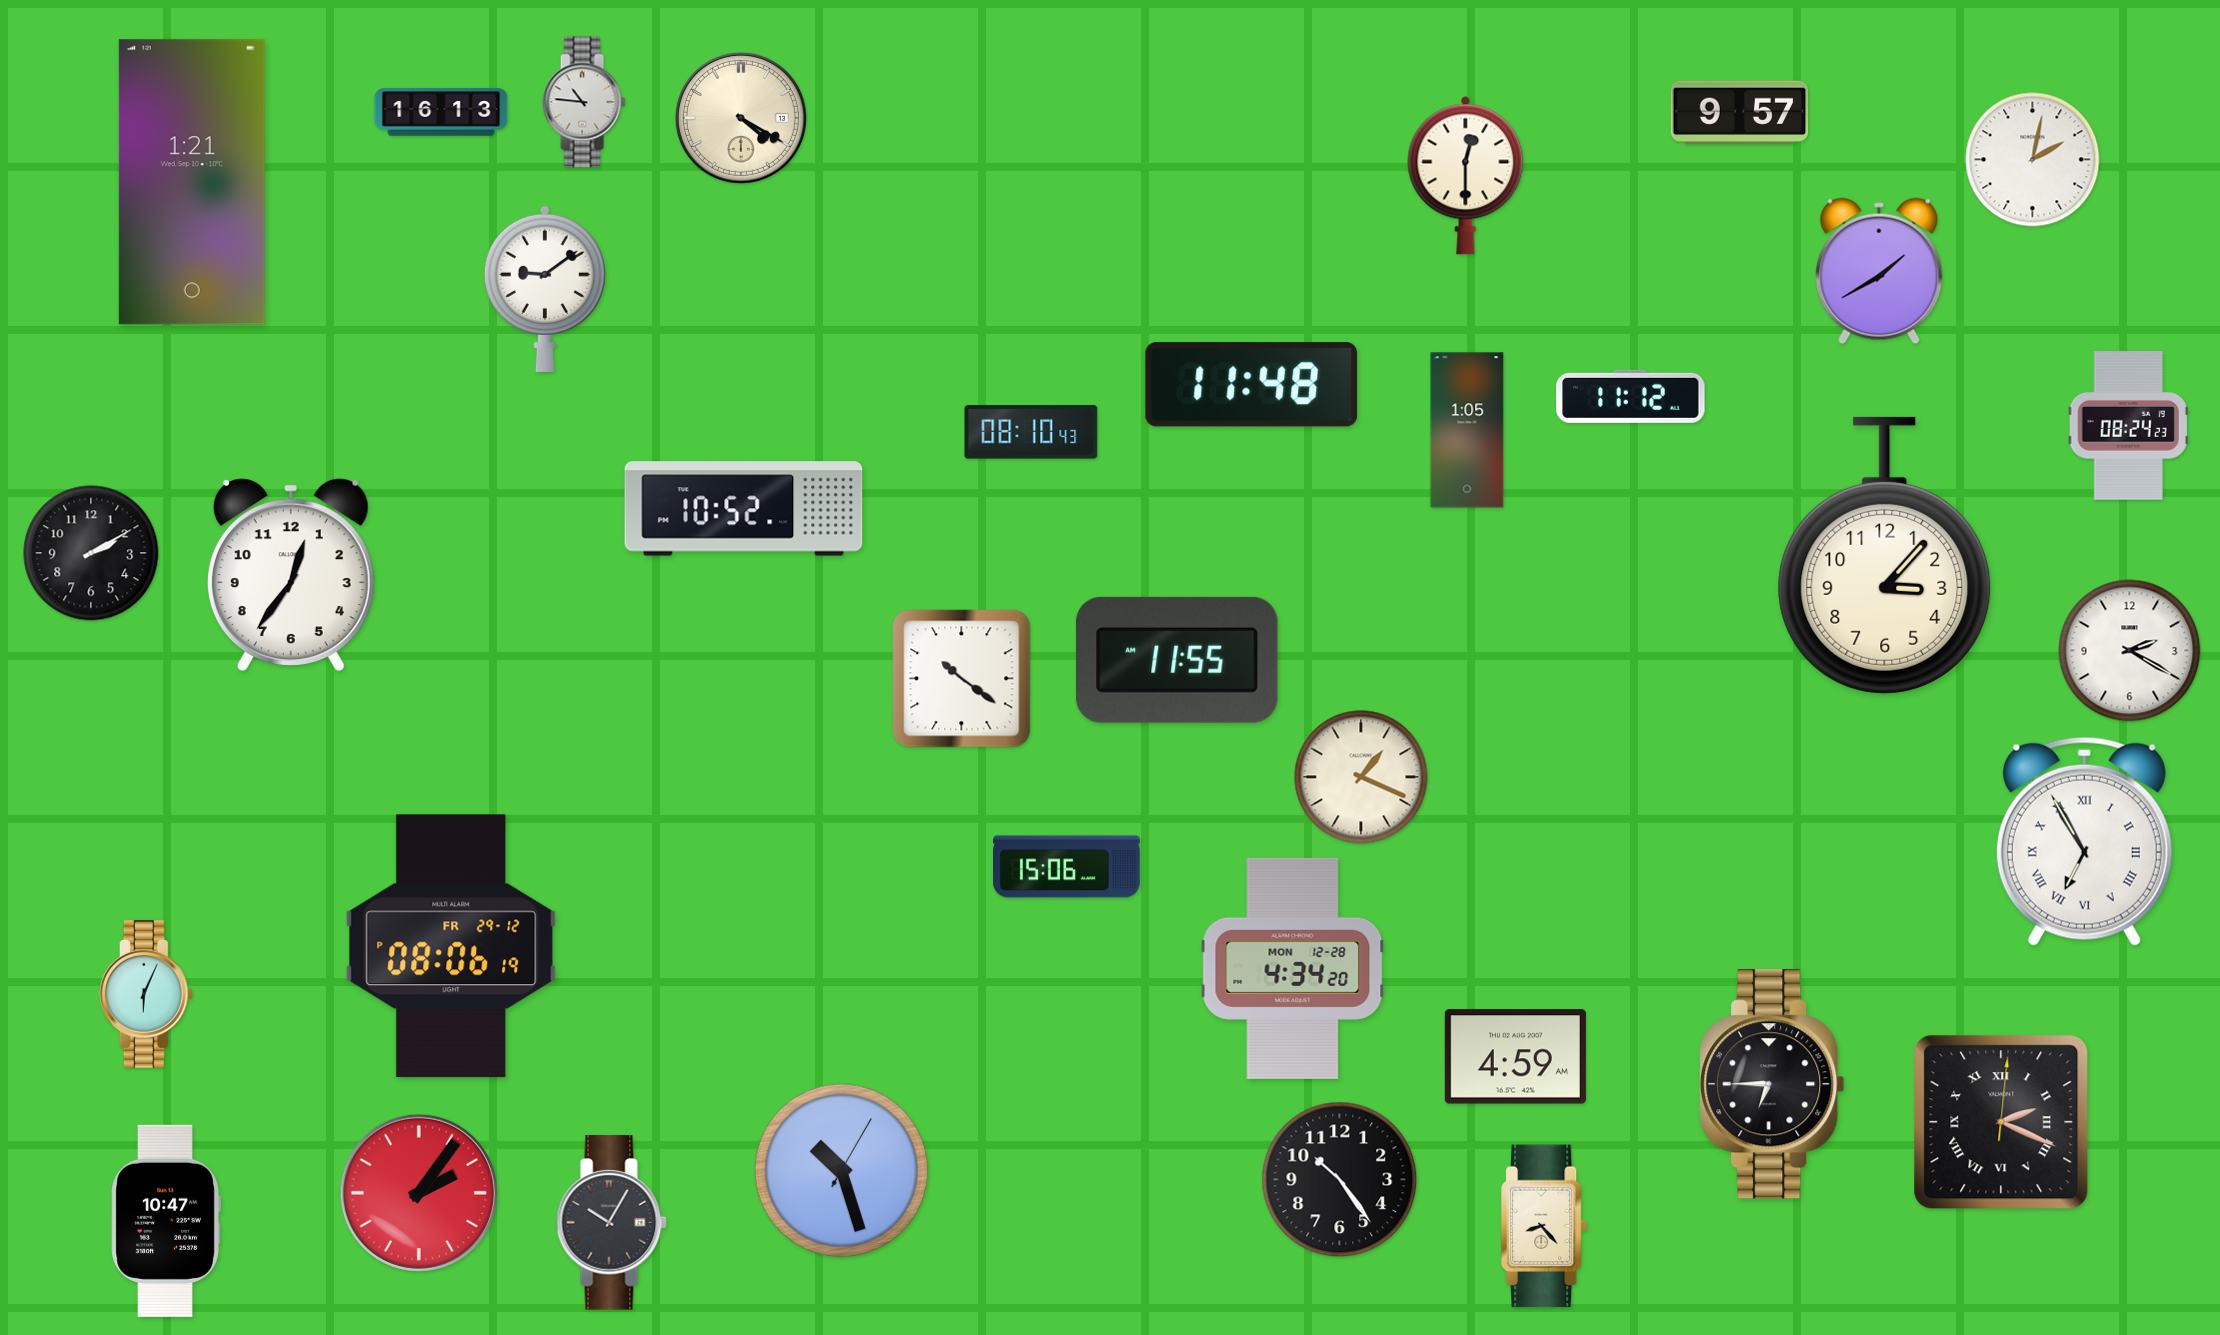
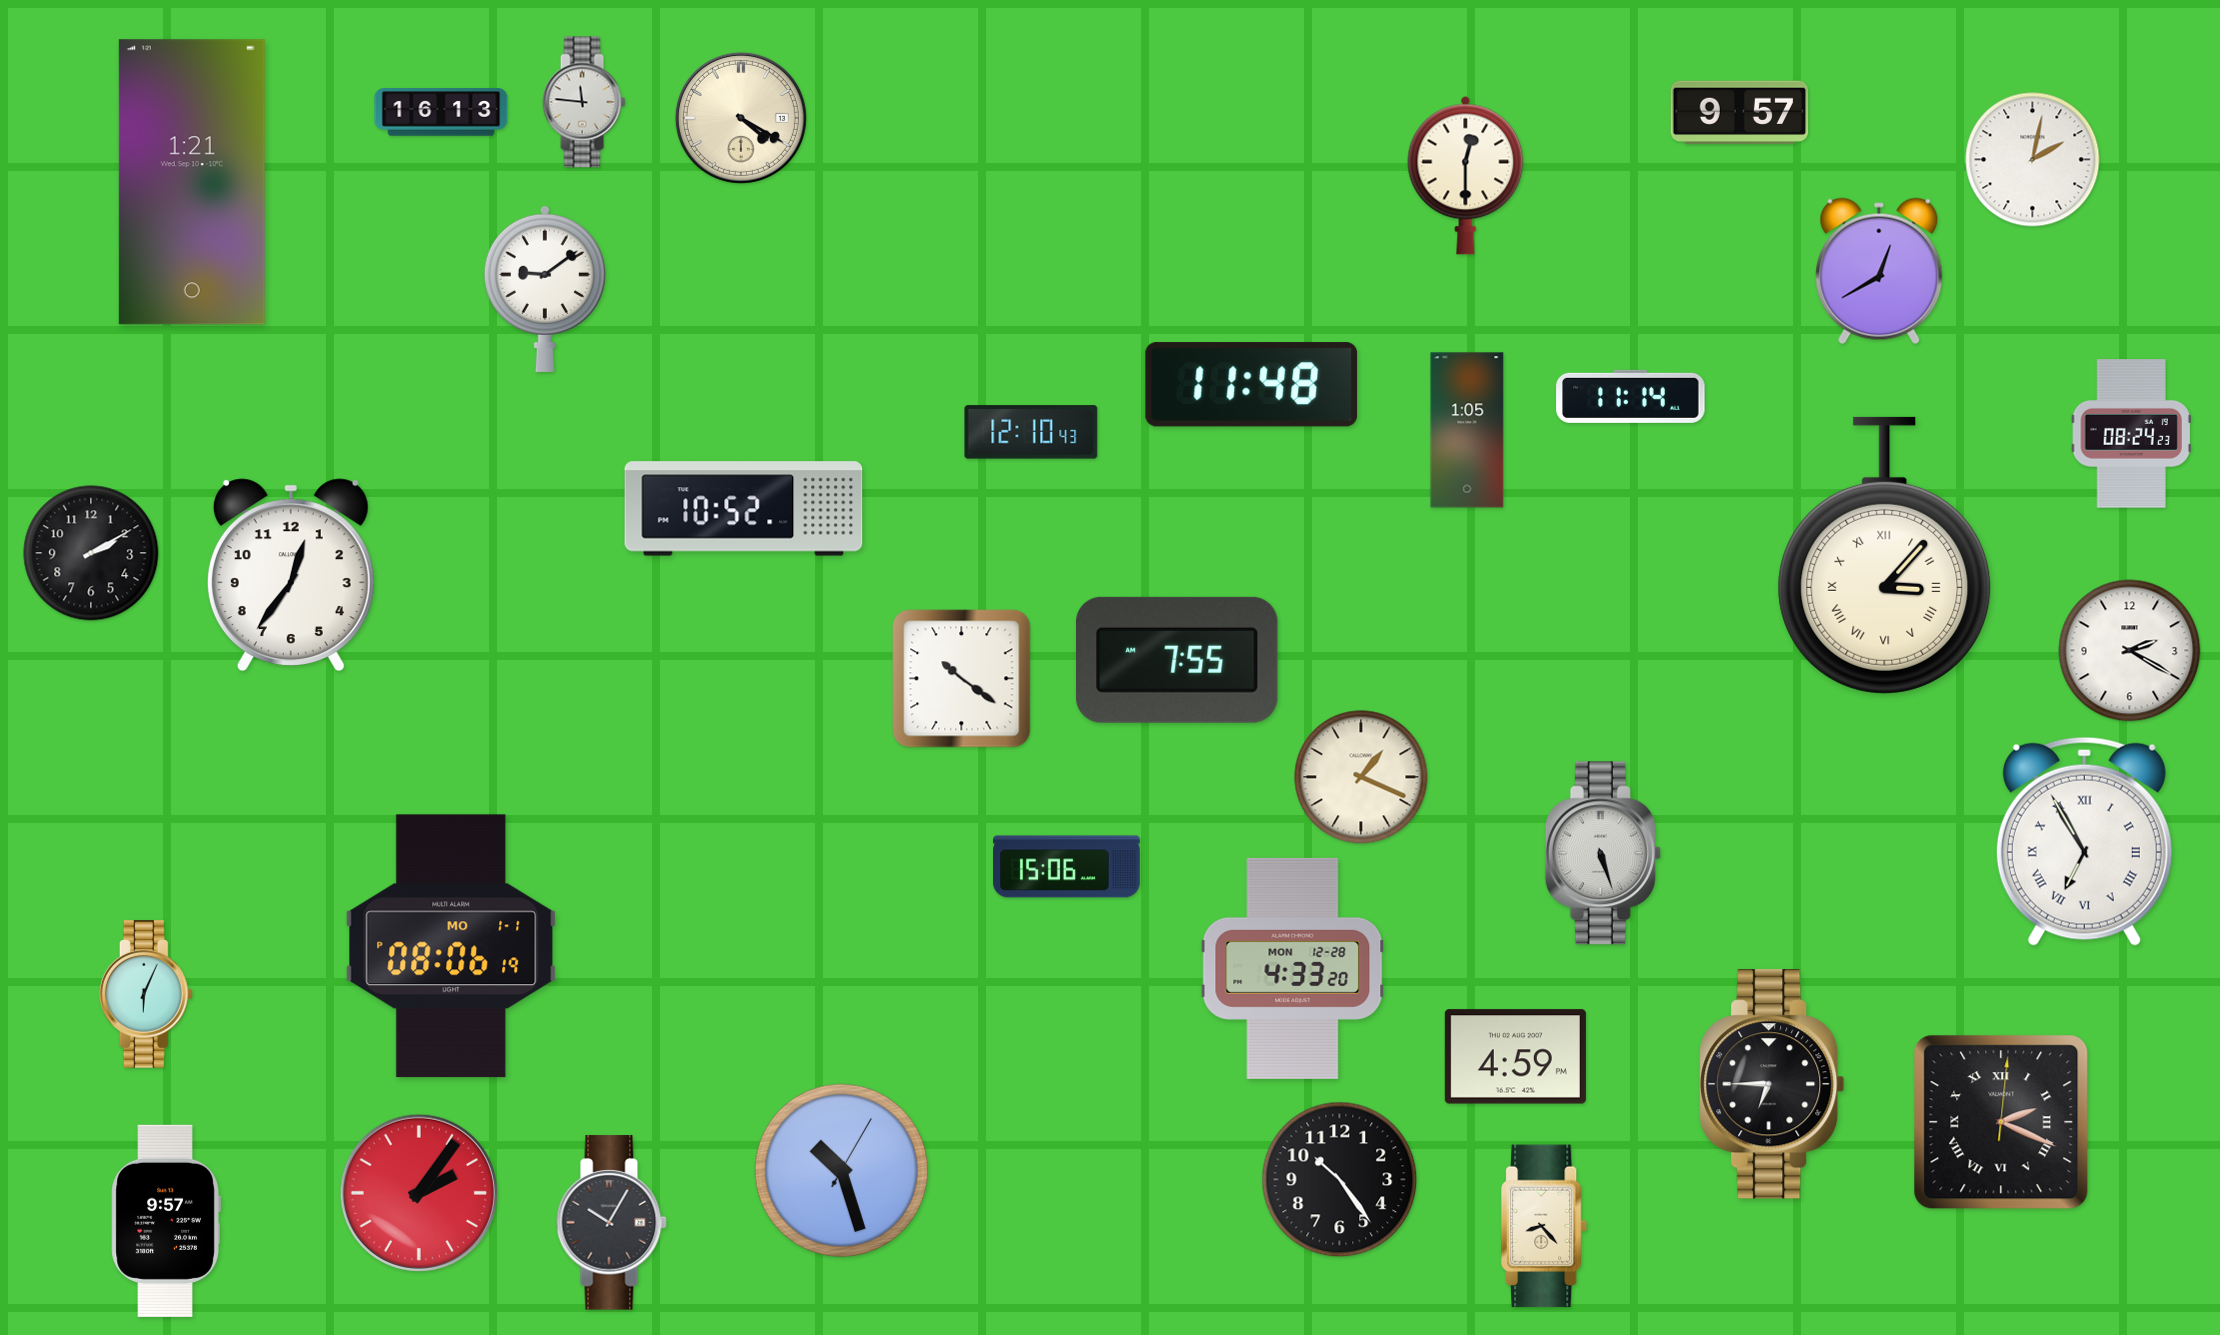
clock at (584, 102): 10:46 -> 11:46
clock at (1879, 271): 1:40 -> 12:40
clock at (1631, 396): 11:12 -> 11:14
clock at (2128, 426) position: (2128, 426) -> (2131, 434)
clock at (1031, 432): 08:10 -> 12:10
clock at (1885, 555) numerals: Arabic -> Roman
clock at (1178, 660): 11:55 -> 7:55
clock at (1603, 853): none -> 5:27
clock at (451, 946) date: FR 29-12 -> MO 1-1
clock at (1293, 968): 4:34 -> 4:33
clock at (1515, 1057): 4:59 AM -> 4:59 PM
clock at (166, 1221): 10:47 -> 9:57
